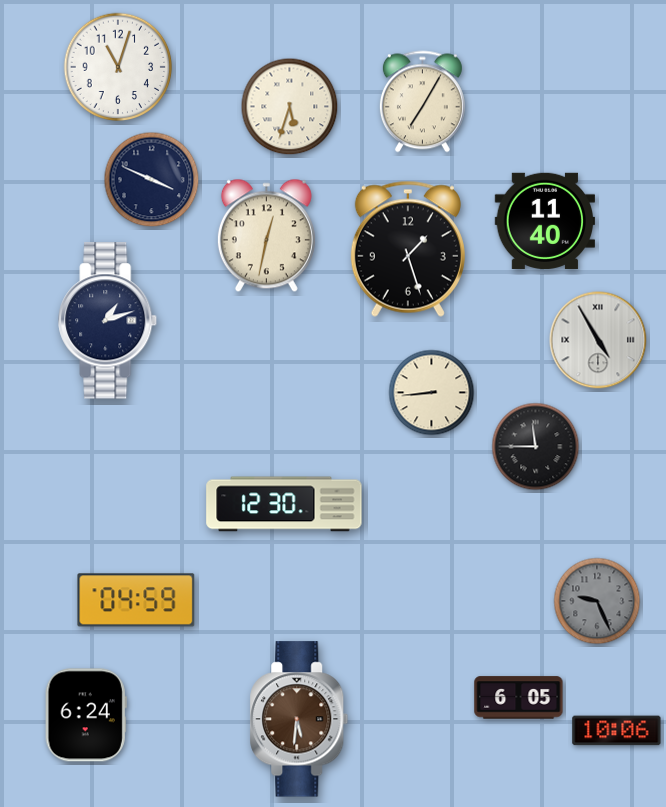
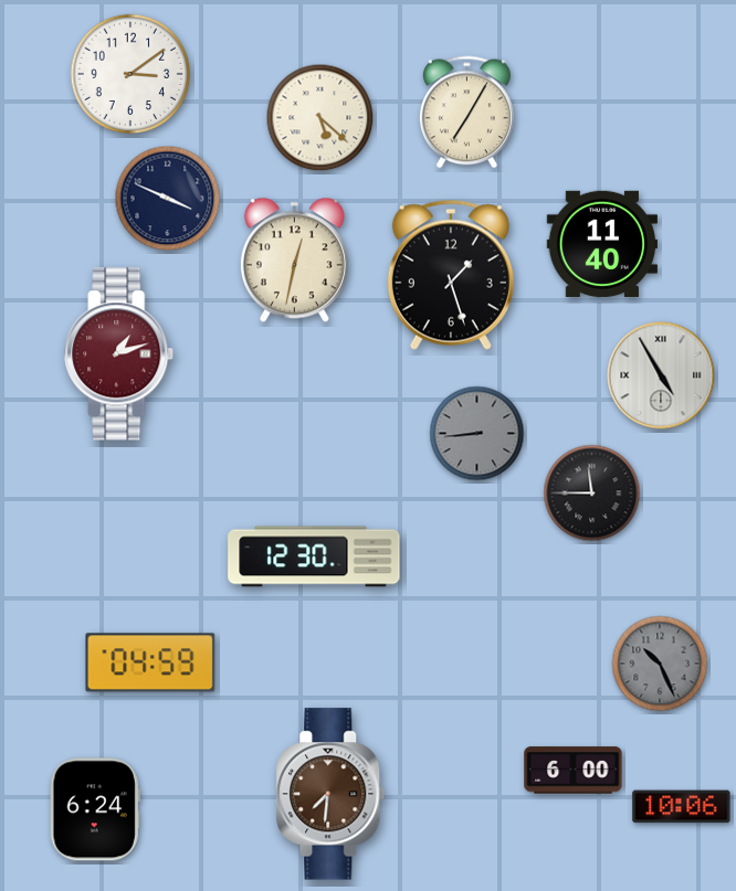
clock at (118, 67): 11:03 -> 3:09
clock at (290, 107): 5:33 -> 5:22
clock at (108, 321) dial: navy -> burgundy
clock at (432, 393) dial: cream -> grey
clock at (597, 601): 9:26 -> 10:26
clock at (519, 698): 6:05 -> 6:00
clock at (86, 715) position: (86, 715) -> (95, 809)
clock at (299, 719): 5:31 -> 7:31
